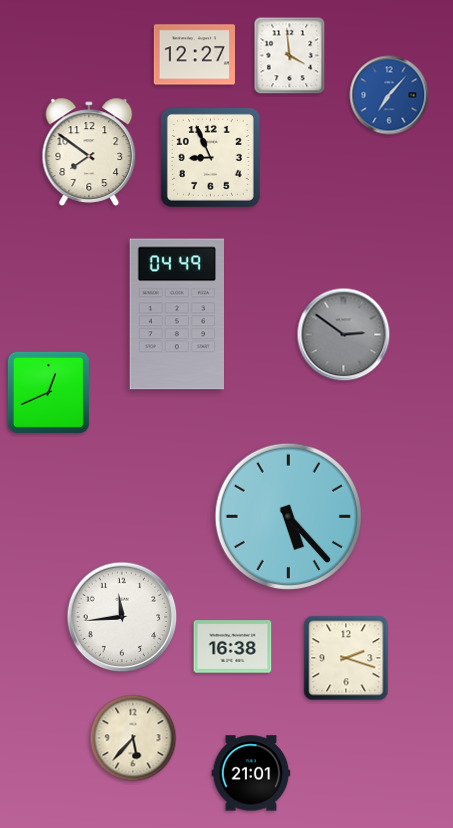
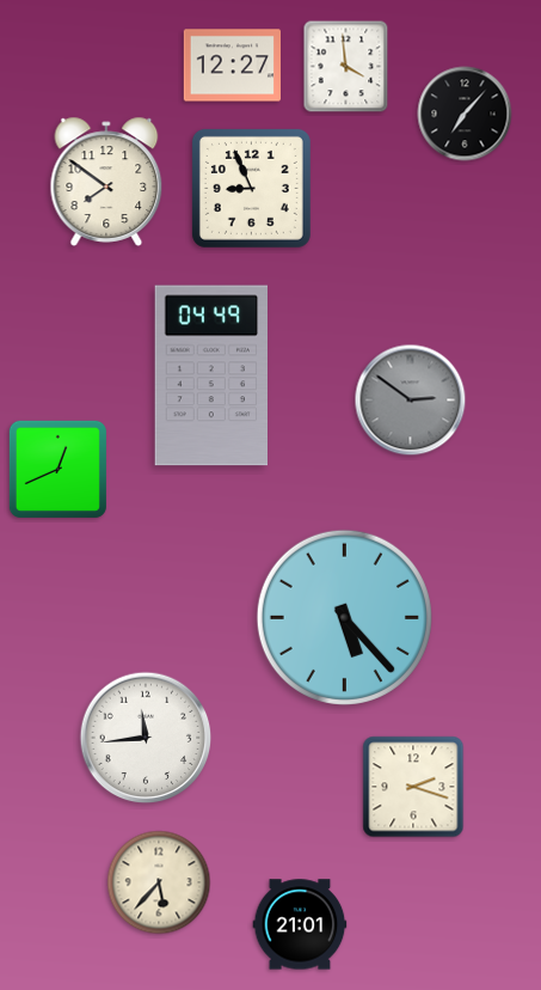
clock at (389, 95) dial: blue -> black
clock at (233, 647): 16:38 -> none
